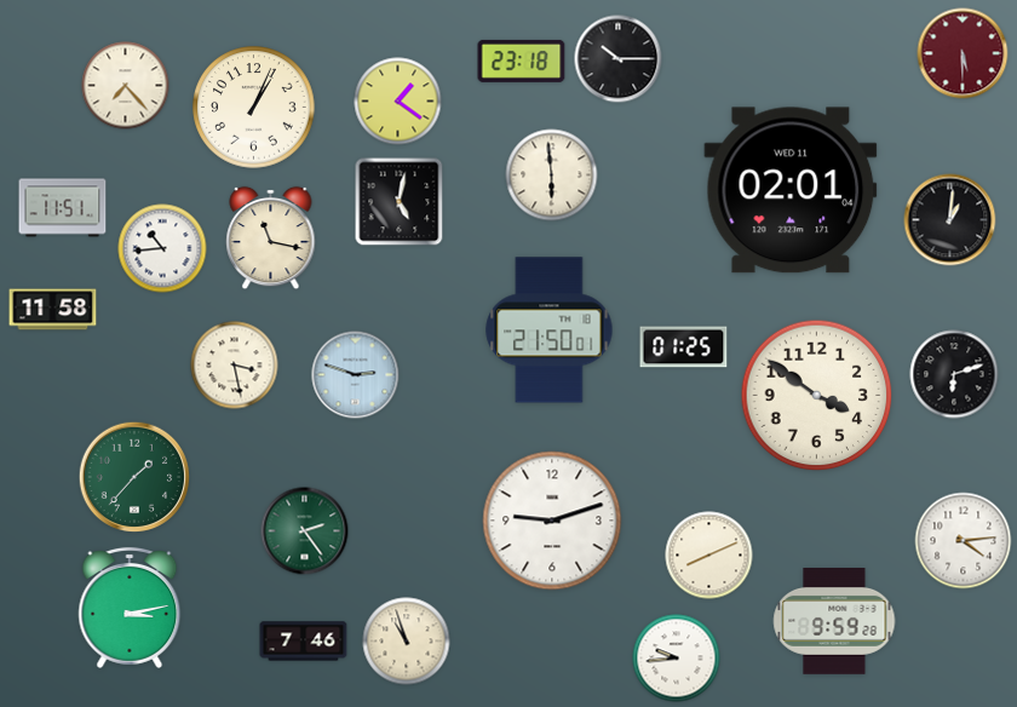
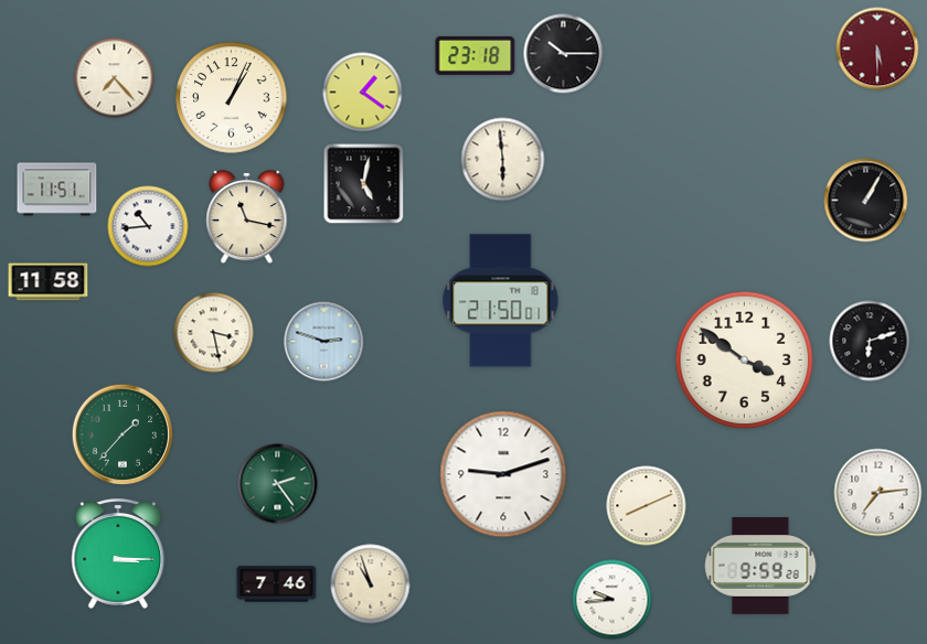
clock at (791, 190): 02:01 -> none
clock at (950, 220): 1:01 -> 1:05
clock at (684, 347): 01:25 -> none
clock at (964, 541): 4:14 -> 7:14
clock at (130, 608): 3:13 -> 3:15
clock at (677, 659) position: (677, 659) -> (612, 600)
